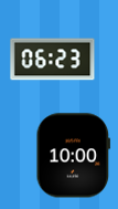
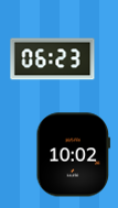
clock at (74, 156): 10:00 -> 10:02
